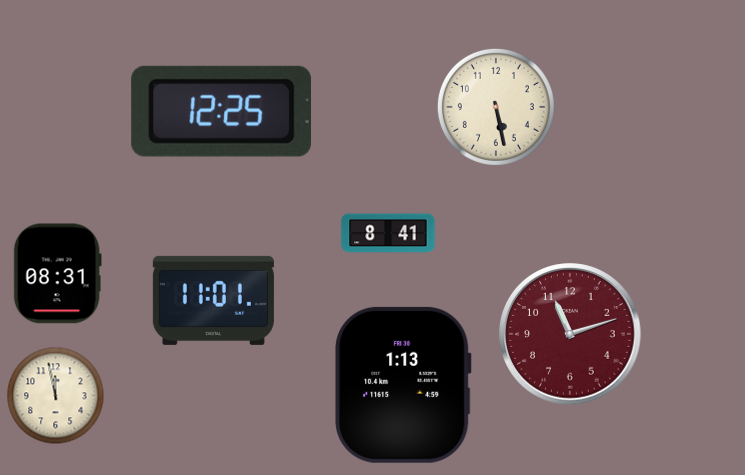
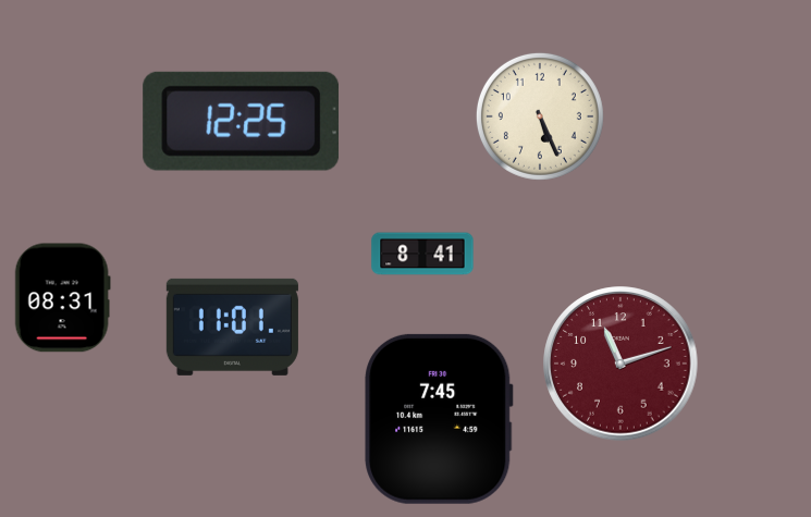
clock at (496, 107): 5:28 -> 5:26
clock at (403, 385): 1:13 -> 7:45
clock at (56, 396): 11:58 -> none
